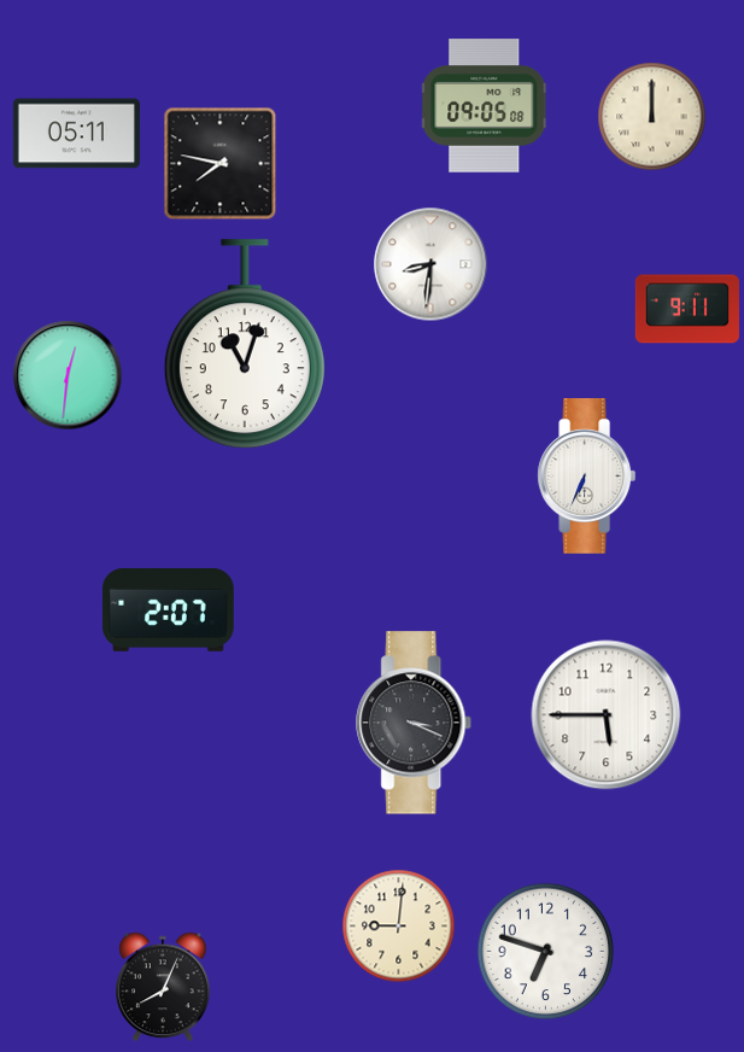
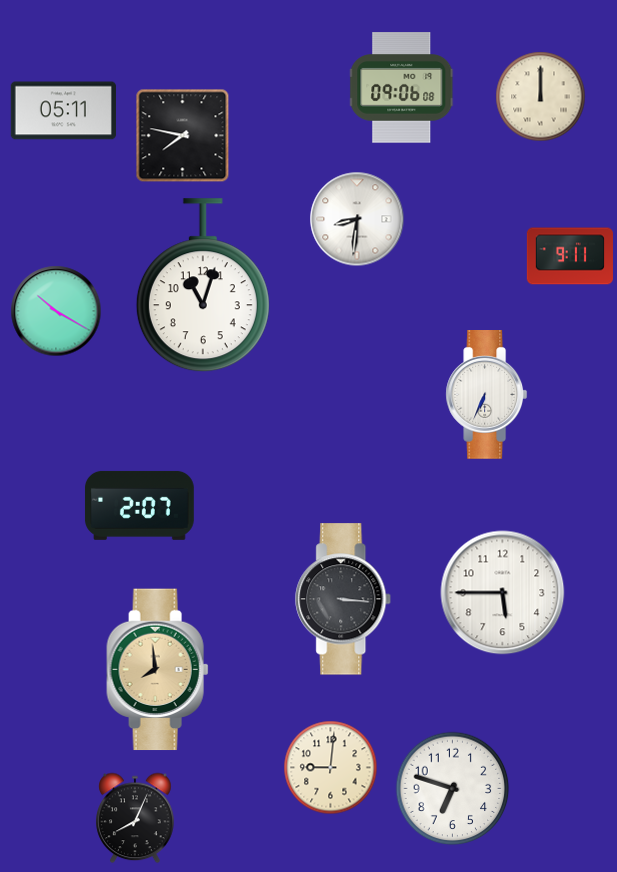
clock at (485, 106): 09:05 -> 09:06
clock at (68, 375): 12:31 -> 10:20
clock at (415, 723): 3:19 -> 3:16
clock at (158, 670): none -> 7:59
